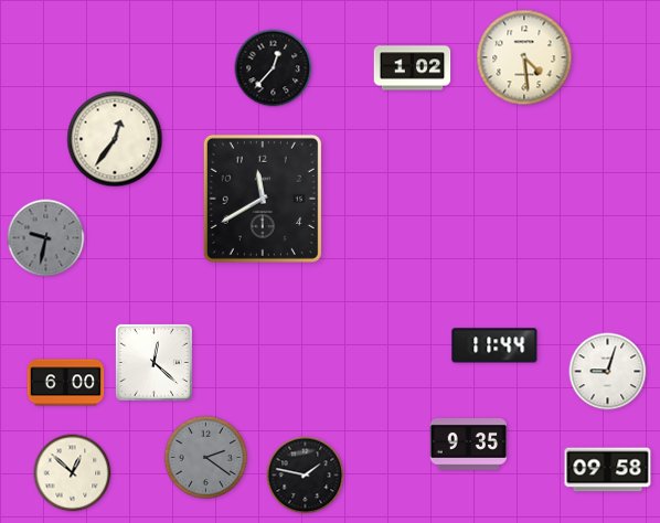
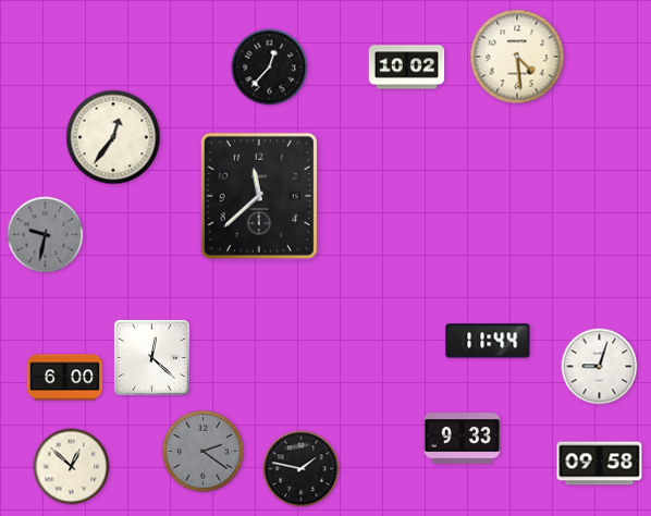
clock at (413, 68): 1:02 -> 10:02
clock at (263, 199): 11:40 -> 11:38
clock at (469, 445): 9:35 -> 9:33
